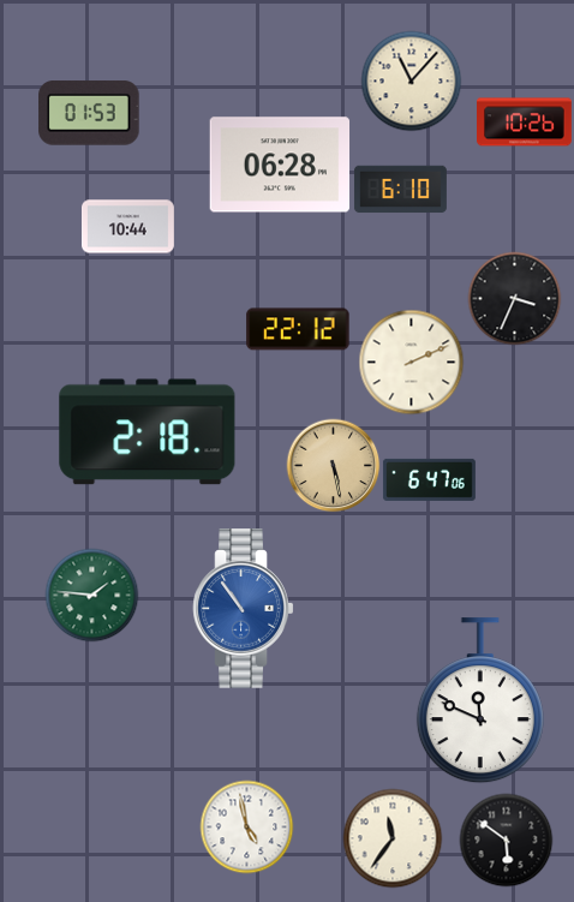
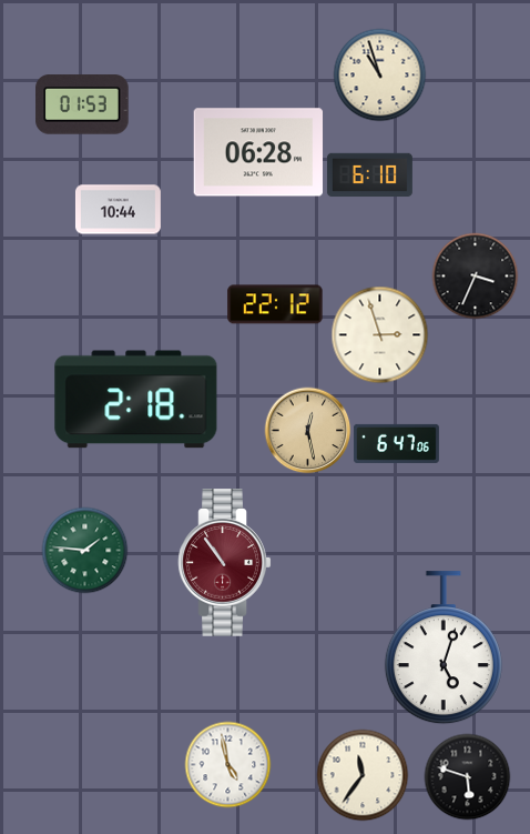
clock at (411, 80): 11:07 -> 10:57
clock at (525, 123): 10:26 -> none
clock at (411, 362): 2:11 -> 2:57
clock at (333, 465): 5:28 -> 12:28
clock at (244, 609) dial: blue -> burgundy
clock at (480, 701): 11:49 -> 5:03
clock at (506, 840): 5:51 -> 5:48
